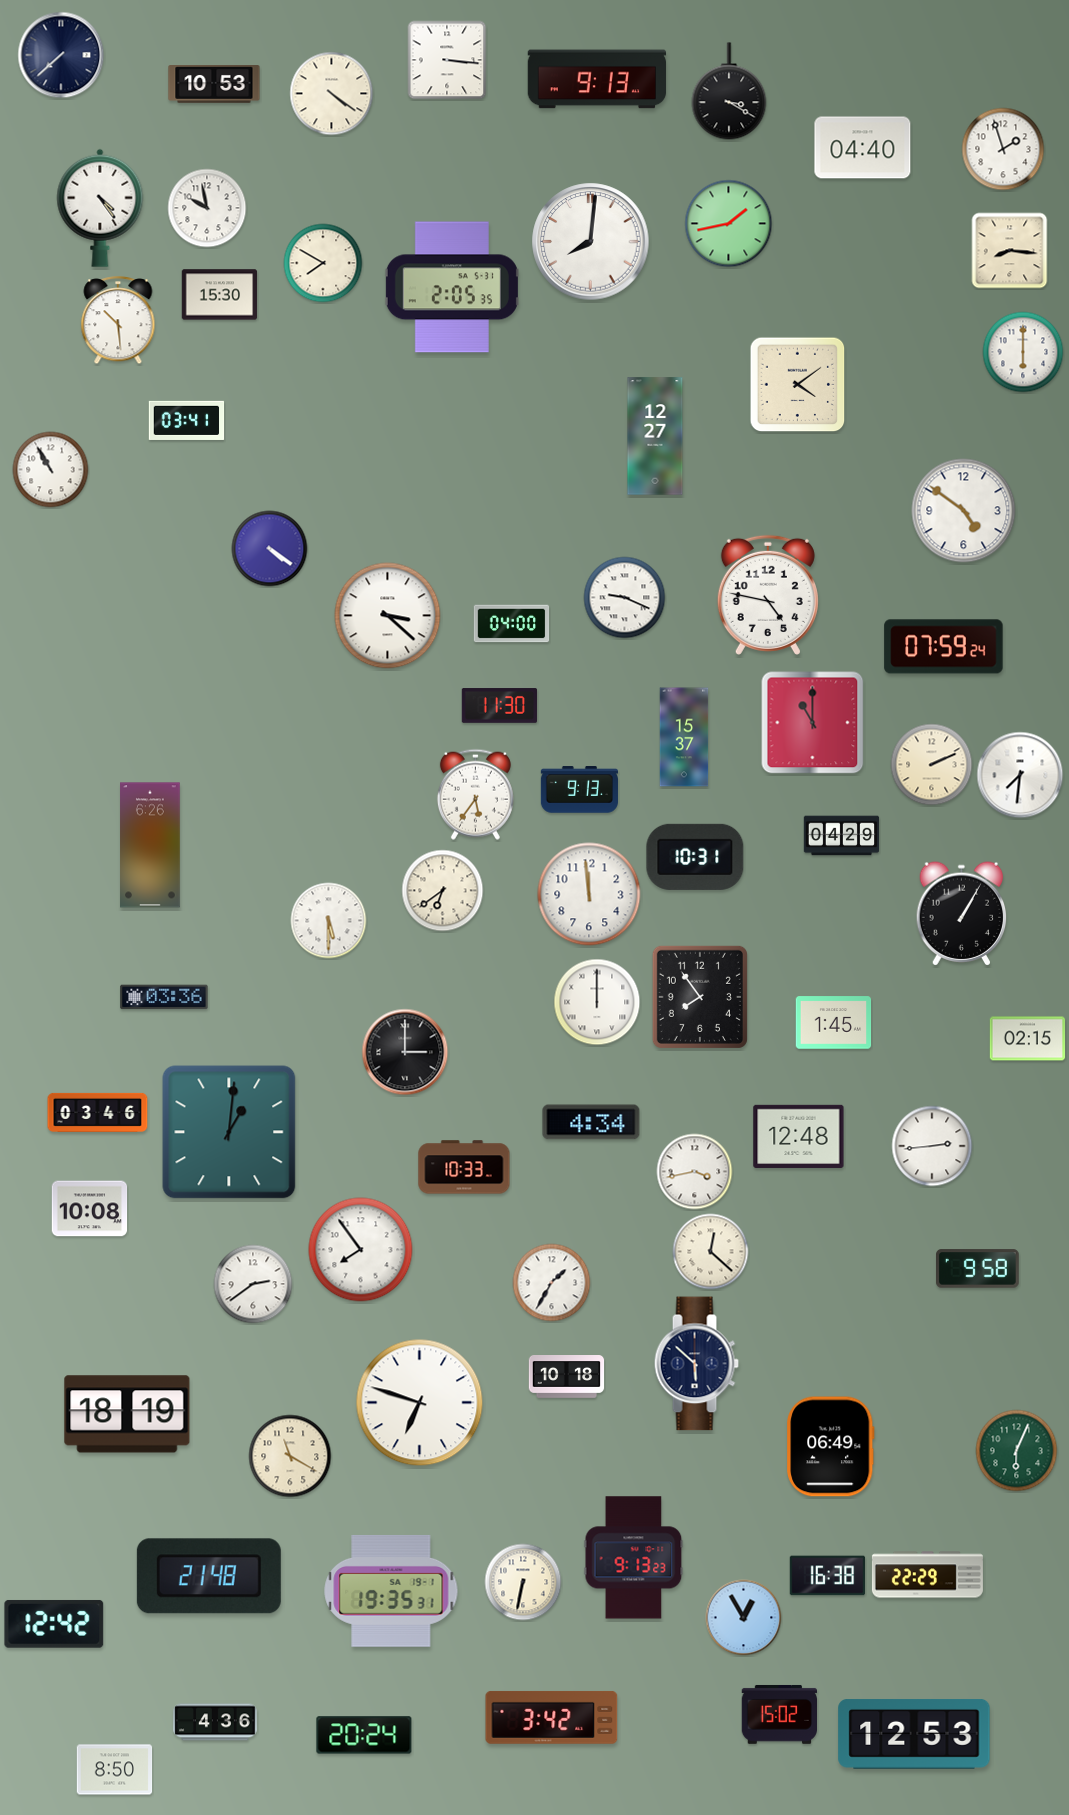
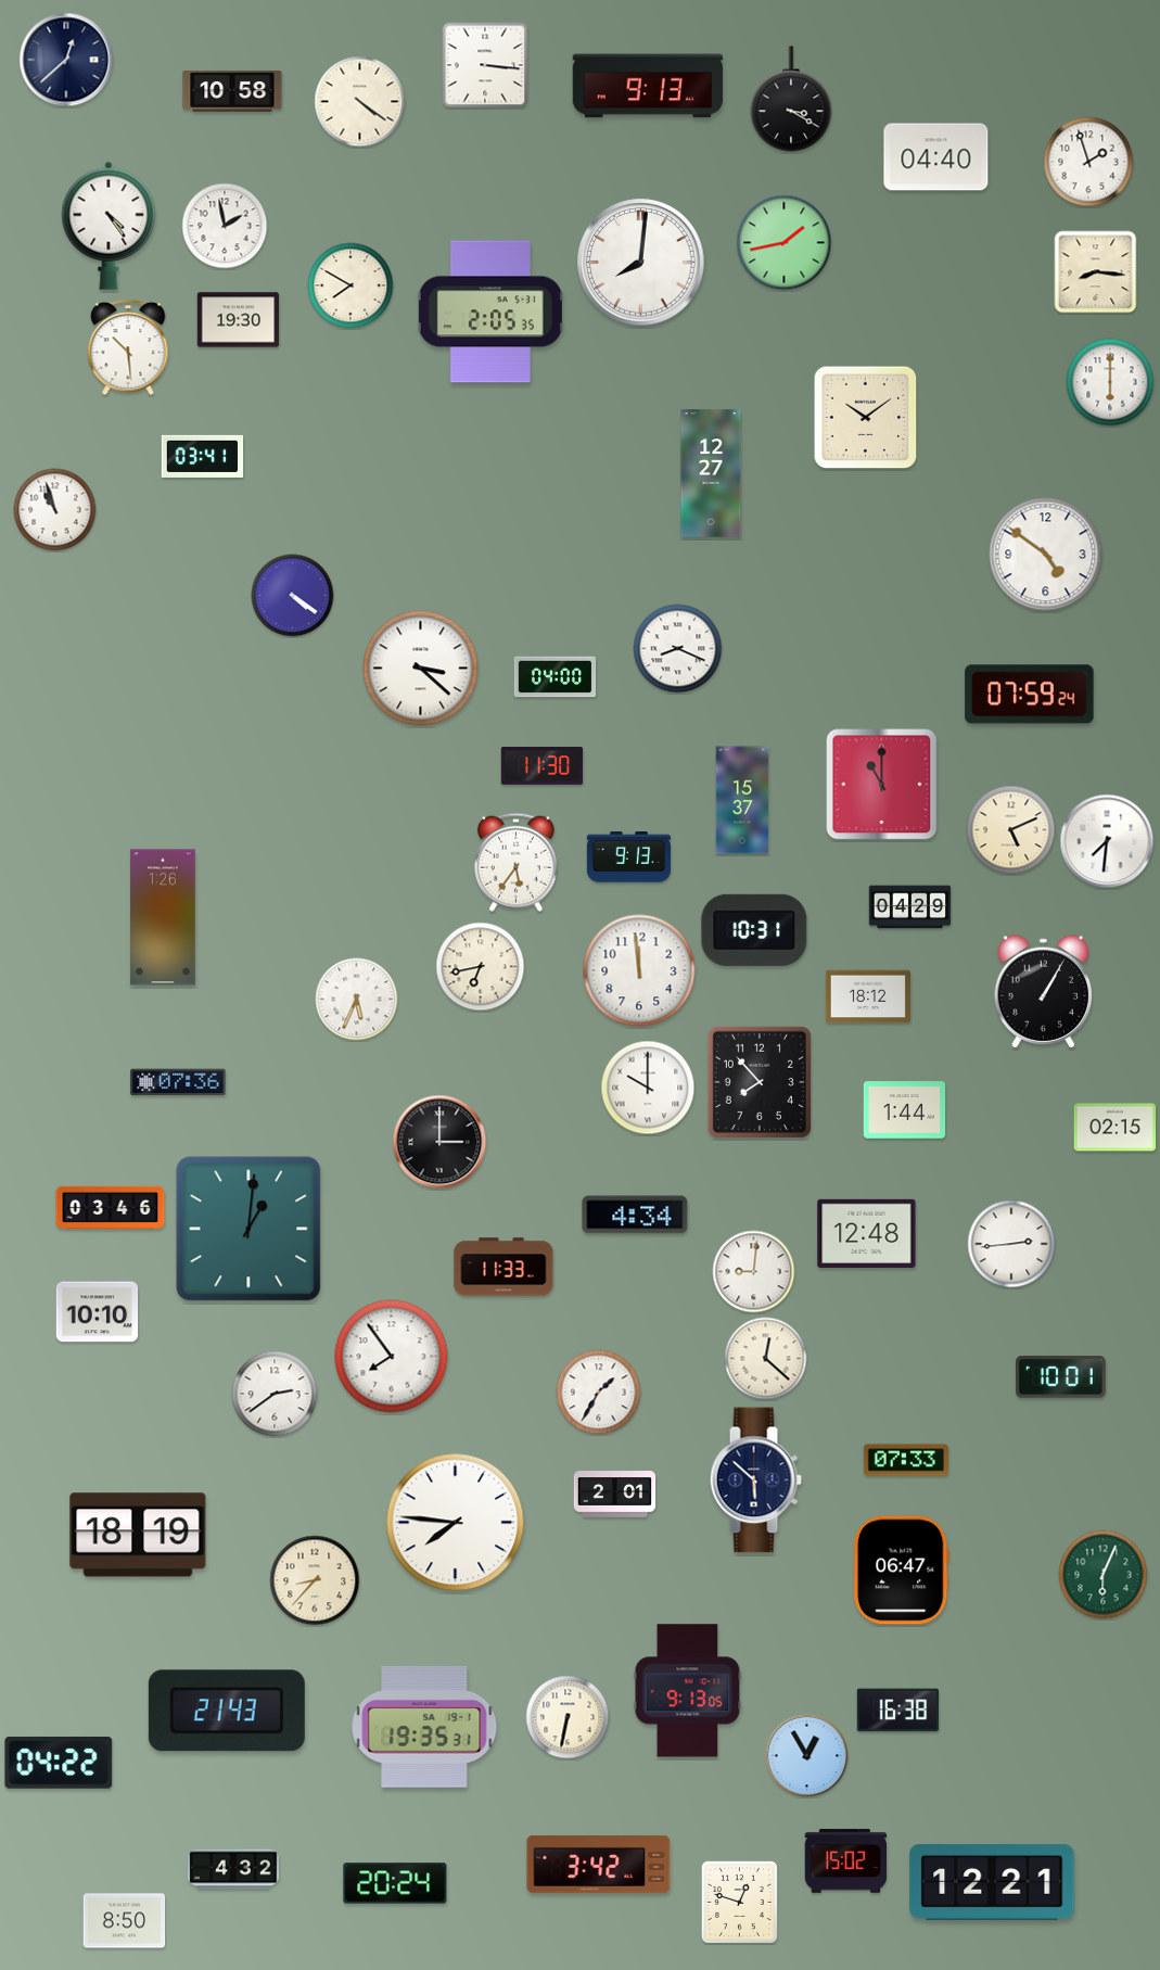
clock at (61, 55): 7:38 -> 12:38
clock at (214, 85): 10:53 -> 10:58
clock at (863, 148) position: (863, 148) -> (936, 157)
clock at (207, 208): 9:58 -> 1:58
clock at (729, 224) position: (729, 224) -> (785, 243)
clock at (220, 295): 15:30 -> 19:30
clock at (798, 385): 4:09 -> 10:09
clock at (51, 470): 10:55 -> 10:57
clock at (768, 595): 4:47 -> none
clock at (625, 598): 9:19 -> 8:19
clock at (944, 647) position: (944, 647) -> (1030, 695)
clock at (932, 765): 2:11 -> 5:11
clock at (842, 836) position: (842, 836) -> (910, 907)
clock at (150, 845): 6:26 -> 1:26
clock at (443, 891): 6:39 -> 6:43
clock at (868, 996): none -> 18:12
clock at (329, 921): 5:30 -> 5:34
clock at (164, 997): 03:36 -> 07:36
clock at (700, 997): 7:54 -> 7:53
clock at (597, 1002): 12:00 -> 10:00
clock at (834, 1023): 1:45 -> 1:44
clock at (98, 1112) position: (98, 1112) -> (111, 1207)
clock at (591, 1122) position: (591, 1122) -> (635, 1215)
clock at (464, 1167): 10:33 -> 11:33
clock at (695, 1172): 3:43 -> 9:01
clock at (90, 1209): 10:08 -> 10:10
clock at (711, 1252) position: (711, 1252) -> (766, 1359)
clock at (978, 1269): 9:58 -> 10:01
clock at (906, 1460): none -> 07:33
clock at (567, 1377): 10:18 -> 2:01
clock at (420, 1403): 6:48 -> 7:46
clock at (831, 1447): 06:49 -> 06:47
clock at (290, 1456): 11:20 -> 8:37
clock at (634, 1558): 9:13:23 -> 9:13:05
clock at (927, 1575): 22:29 -> none
clock at (209, 1576): 21:48 -> 21:43
clock at (54, 1624): 12:42 -> 04:22
clock at (215, 1722): 4:36 -> 4:32
clock at (914, 1735): 12:53 -> 12:21
clock at (739, 1902): none -> 12:48
